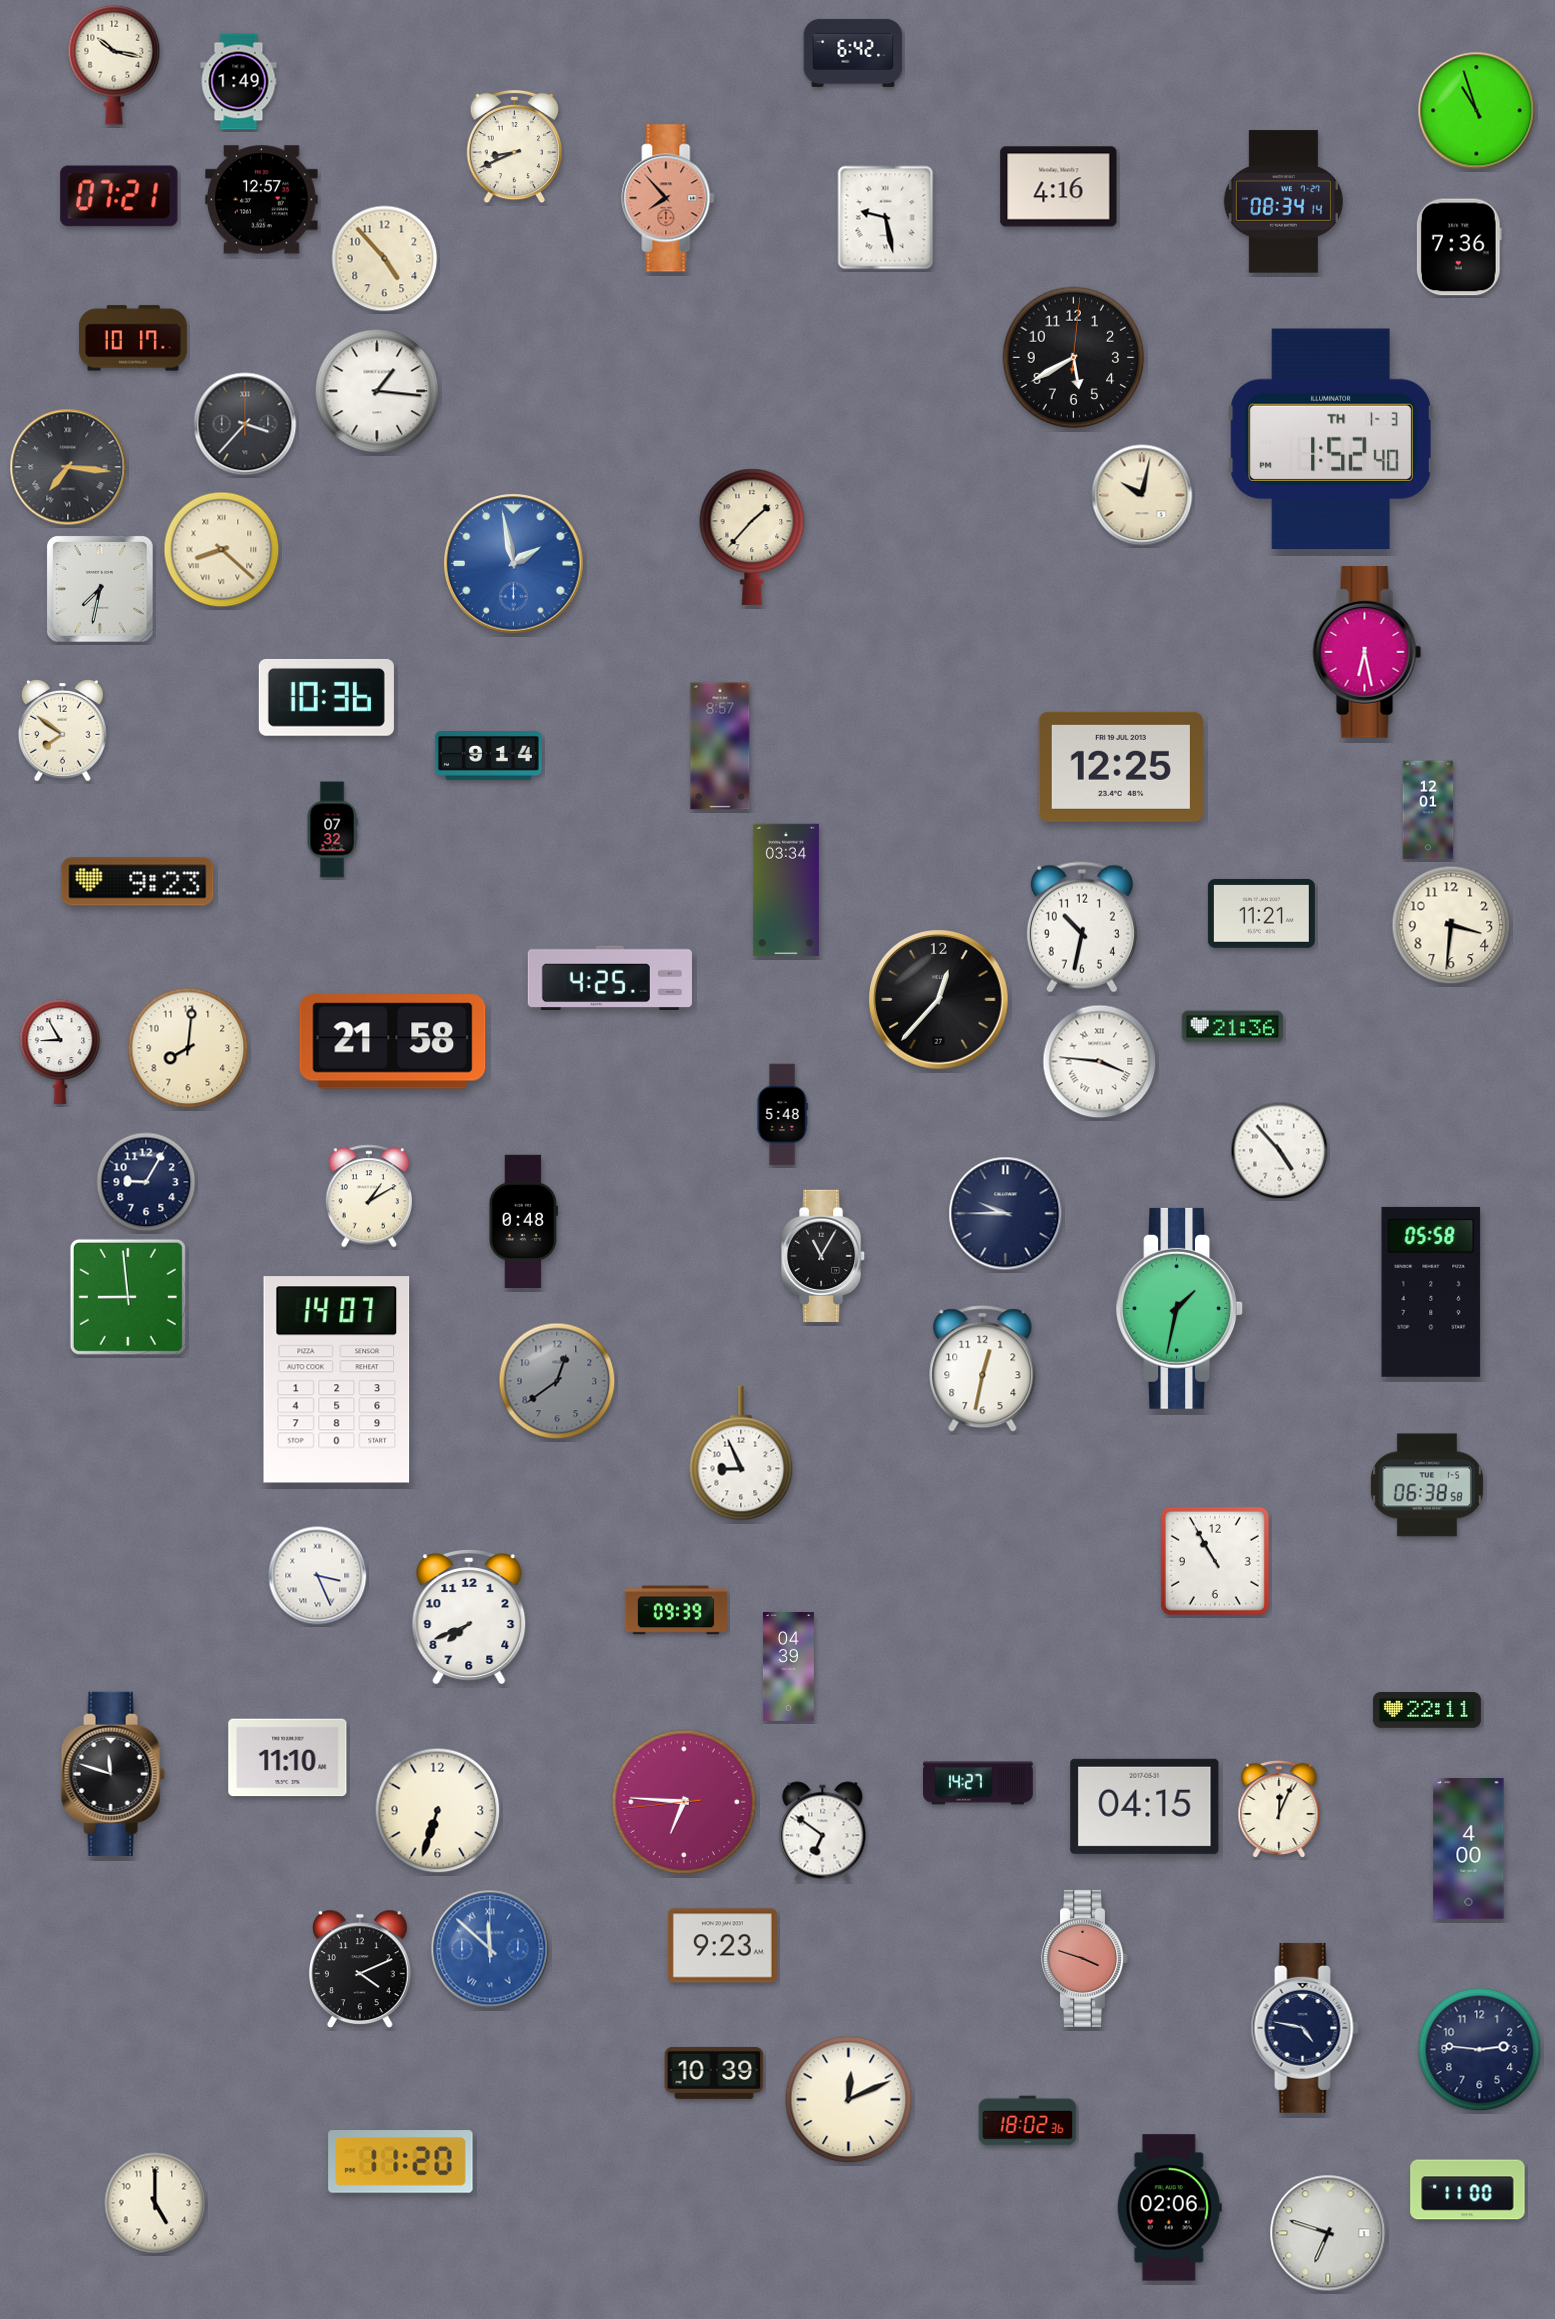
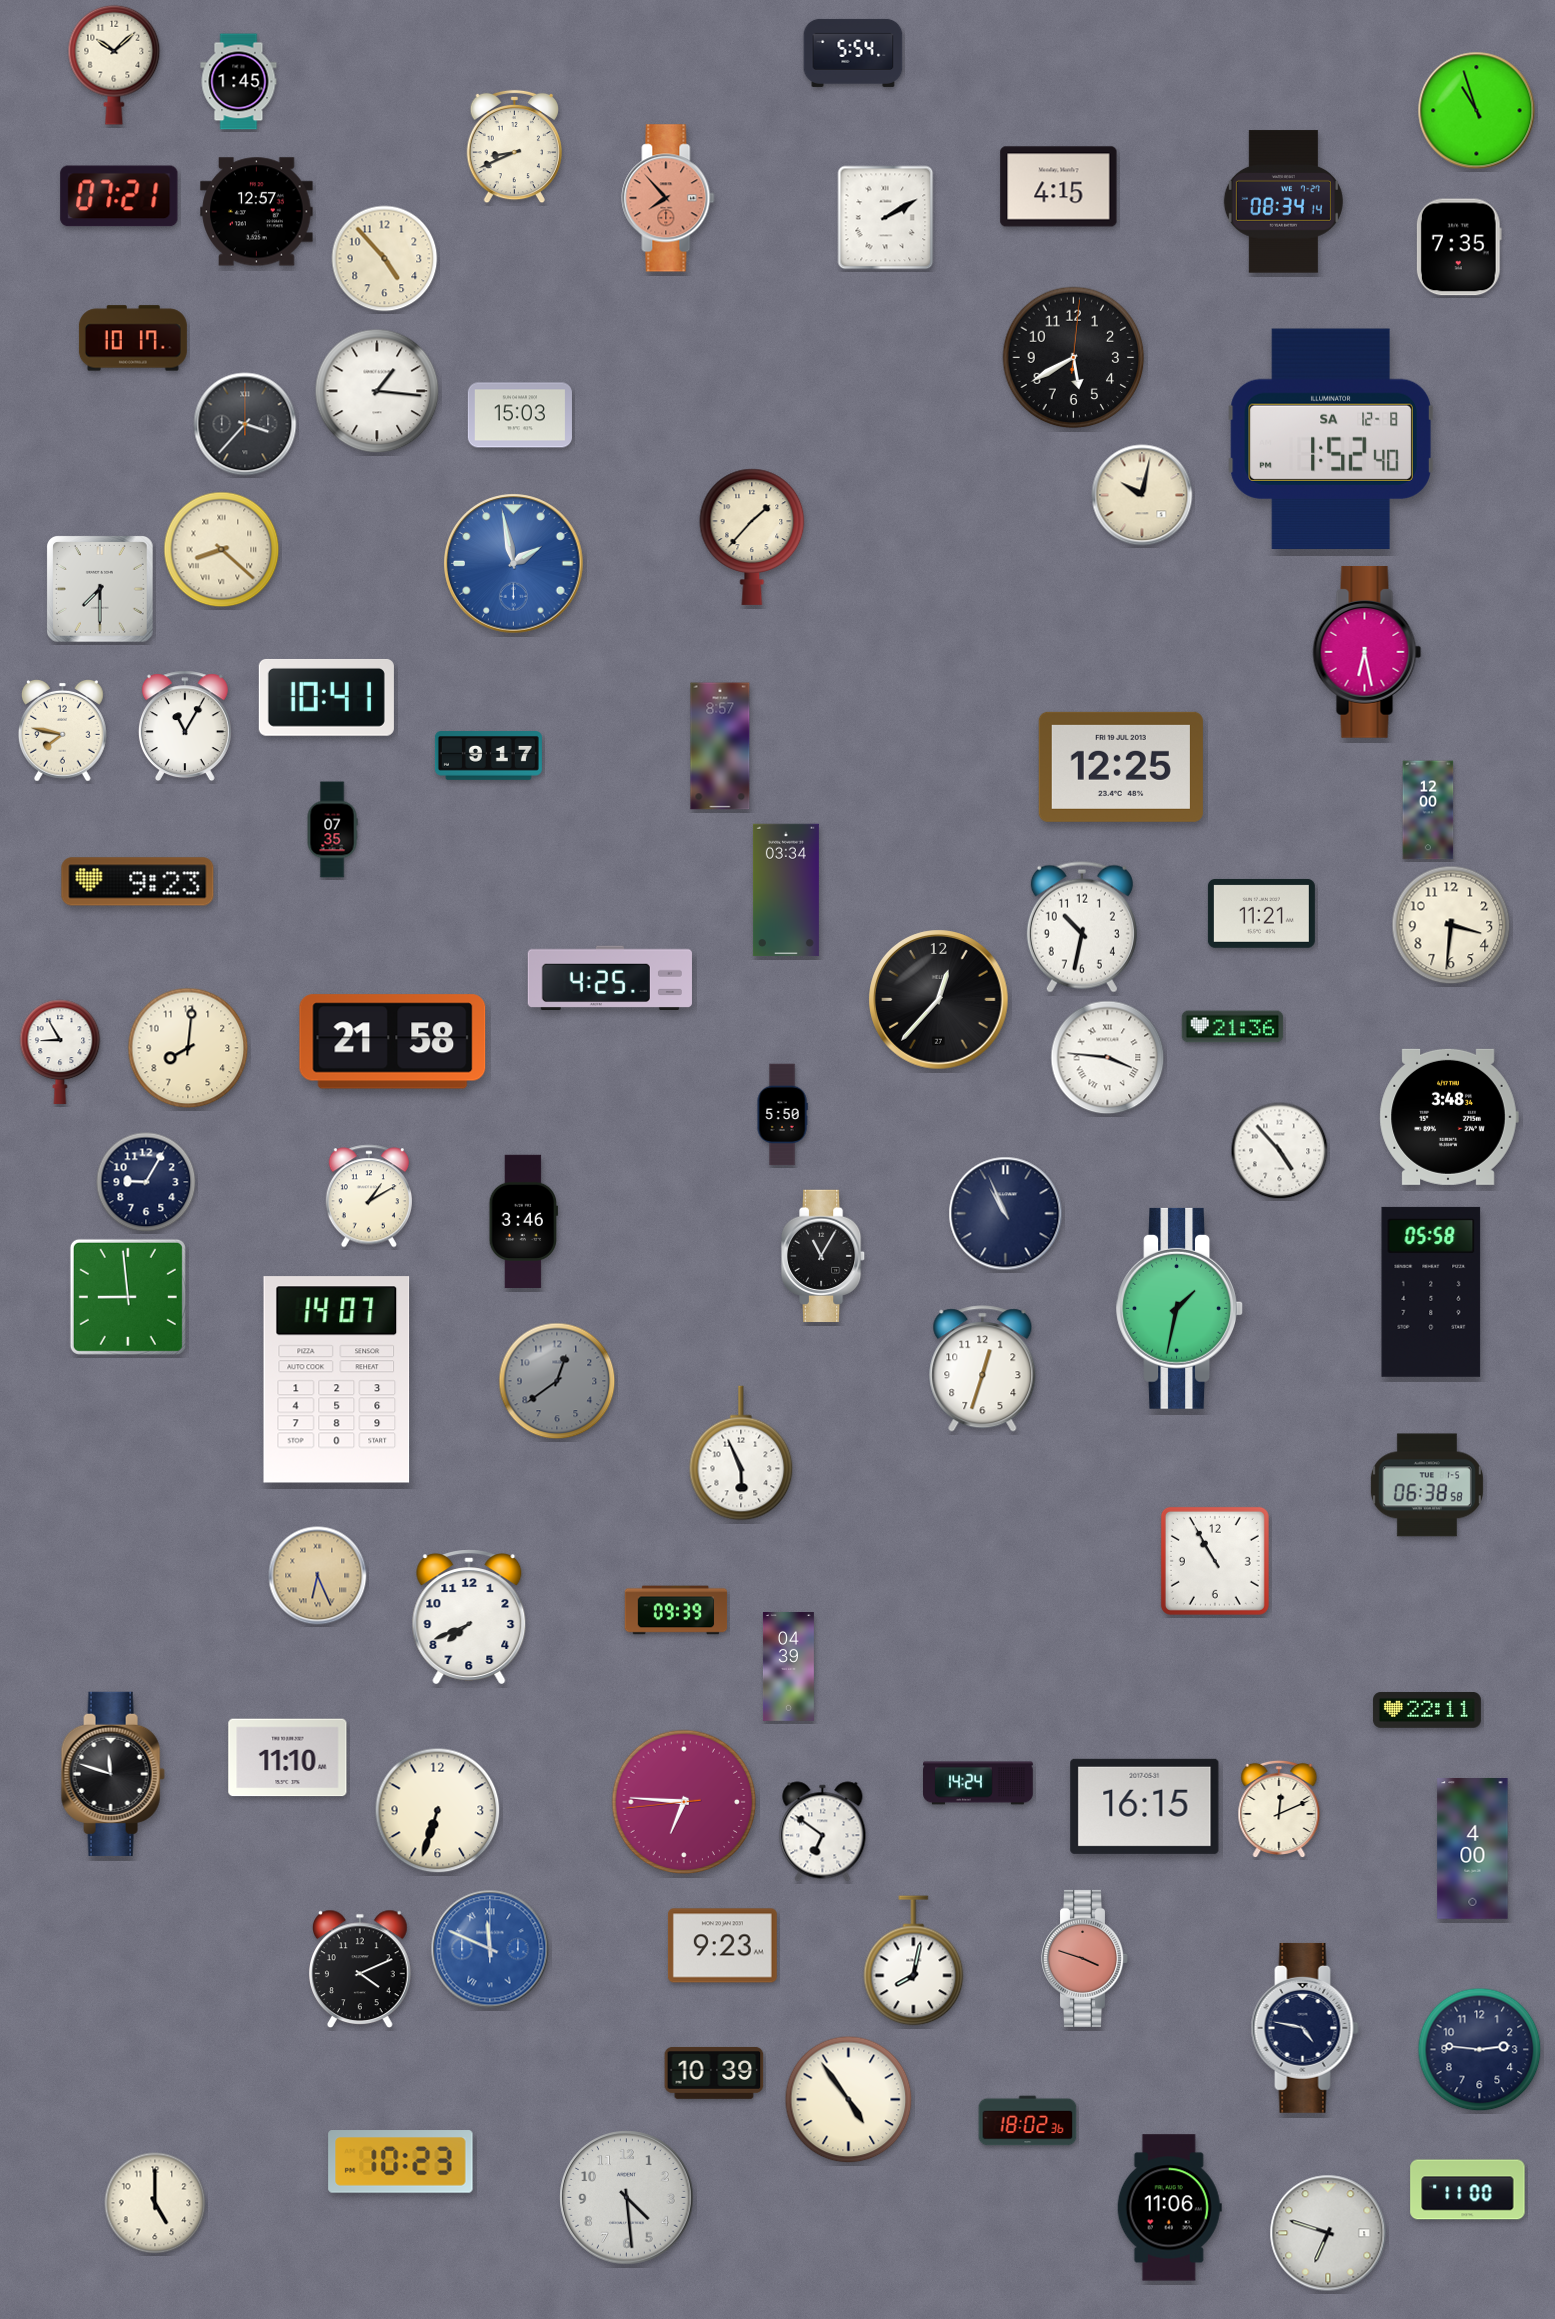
clock at (853, 53): 6:42 -> 5:54
clock at (114, 65): 10:17 -> 10:08
clock at (239, 82): 1:49 -> 1:45
clock at (1059, 187): 4:16 -> 4:15
clock at (262, 200) position: (262, 200) -> (257, 212)
clock at (886, 218): 9:28 -> 2:10
clock at (1459, 247): 7:36 -> 7:35
clock at (520, 415): none -> 15:03
clock at (1331, 439) date: TH 1-3 -> SA 12-8
clock at (68, 467): 7:16 -> none
clock at (101, 590): 7:32 -> 7:30
clock at (326, 697): 10:36 -> 10:41
clock at (185, 726): none -> 11:05
clock at (62, 730): 7:51 -> 7:47
clock at (488, 756): 9:14 -> 9:17
clock at (1428, 810): 12:01 -> 12:00
clock at (332, 830): 07:32 -> 07:35
clock at (1100, 1062) position: (1100, 1062) -> (1108, 1058)
clock at (782, 1115): 5:48 -> 5:50
clock at (1449, 1117): none -> 3:48
clock at (1006, 1214): 9:45 -> 10:56
clock at (523, 1221): 0:48 -> 3:46
clock at (983, 1369): 12:32 -> 12:33
clock at (741, 1453): 8:56 -> 5:56
clock at (318, 1576): 3:26 -> 6:26
clock at (318, 1576) dial: white -> champagne
clock at (978, 1783): 14:27 -> 14:24
clock at (1145, 1806): 04:15 -> 16:15
clock at (1279, 1808): 12:04 -> 12:11
clock at (1469, 1849) position: (1469, 1849) -> (1473, 1849)
clock at (490, 1949): 11:52 -> 11:49
clock at (914, 1961): none -> 8:02
clock at (849, 2100): 12:11 -> 4:54
clock at (401, 2162): 11:20 -> 10:23
clock at (627, 2198): none -> 4:29
clock at (1169, 2208): 02:06 -> 11:06
